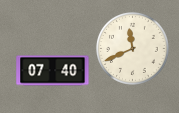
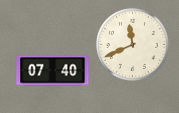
clock at (132, 48) position: (132, 48) -> (132, 44)
